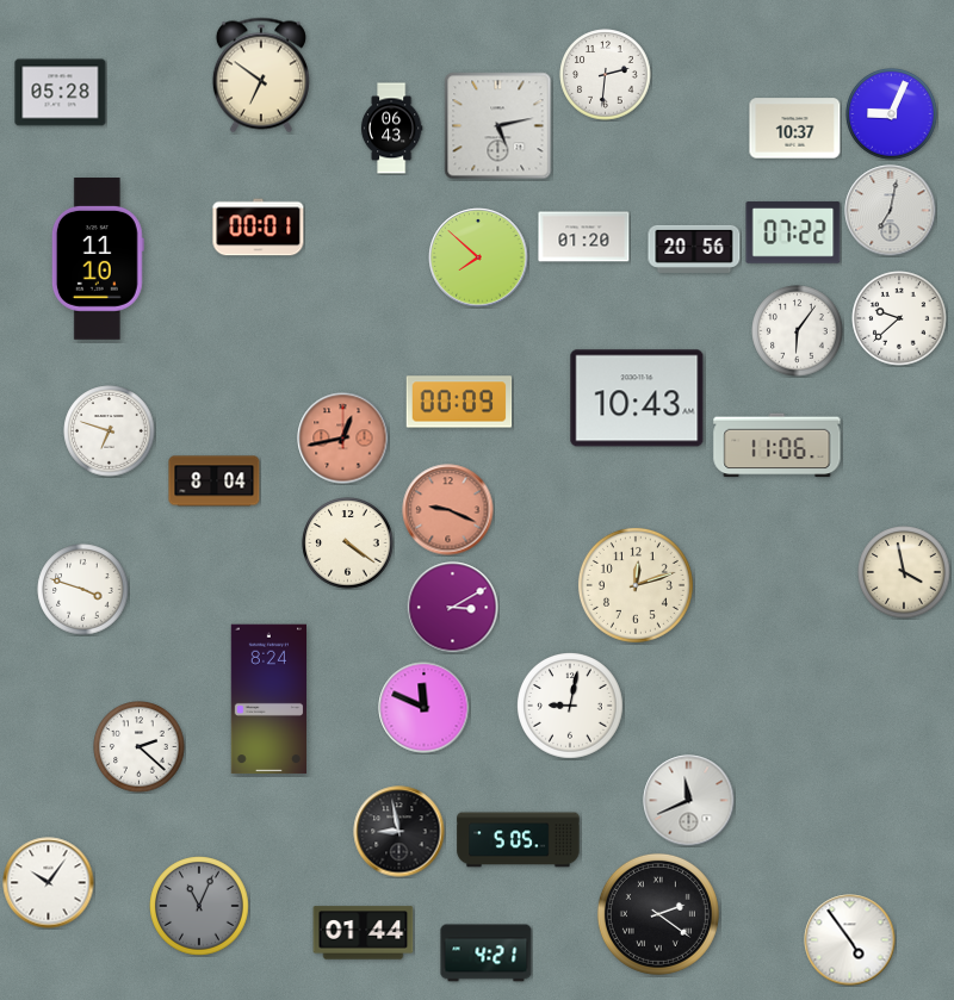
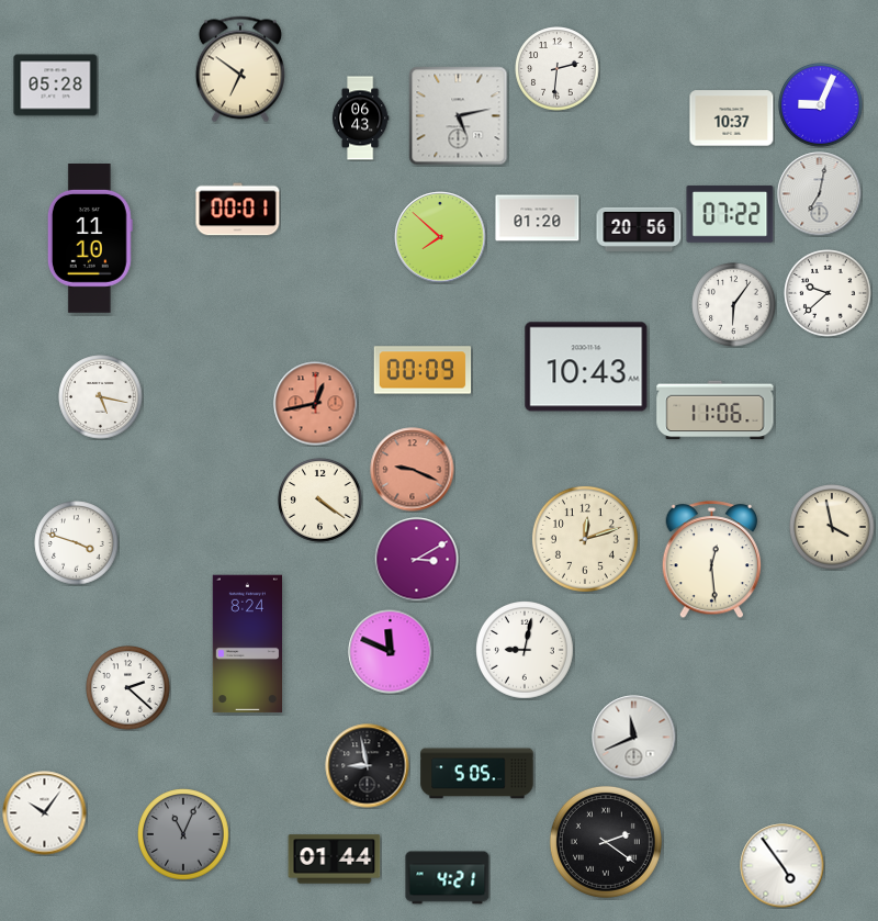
clock at (110, 431): 6:48 -> 5:17
clock at (215, 482): 8:04 -> none
clock at (712, 560): none -> 12:29
